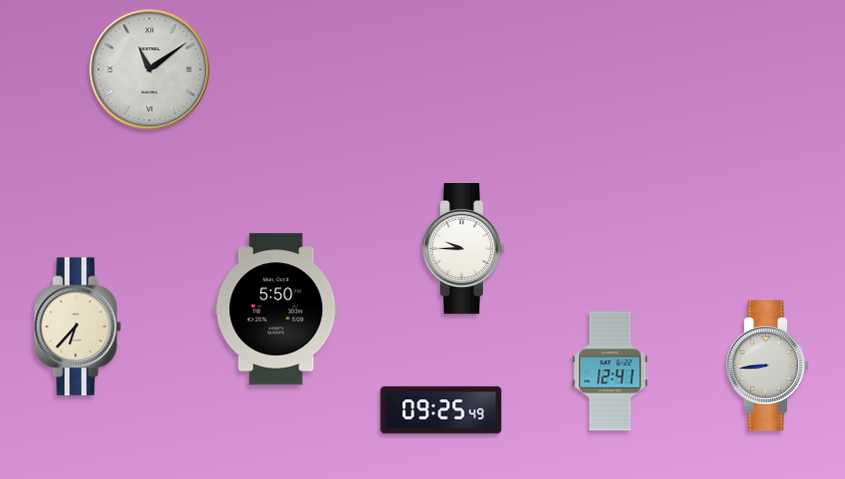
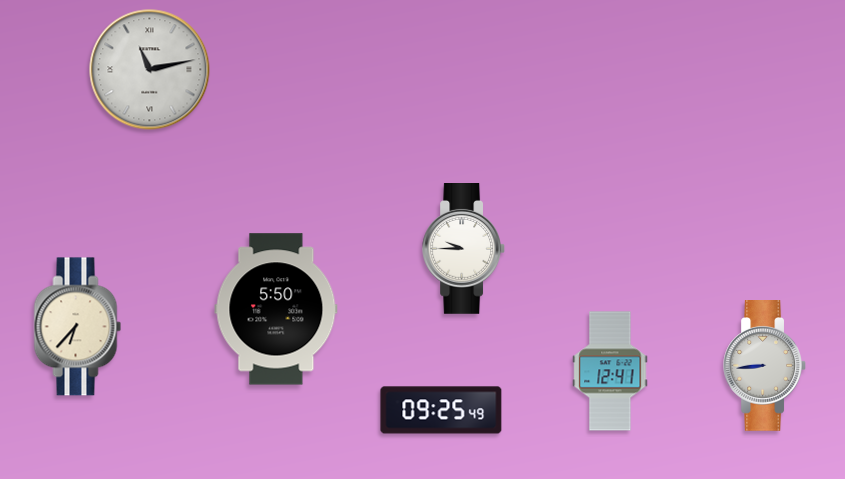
clock at (150, 70): 11:09 -> 11:13
clock at (767, 366) position: (767, 366) -> (764, 366)
